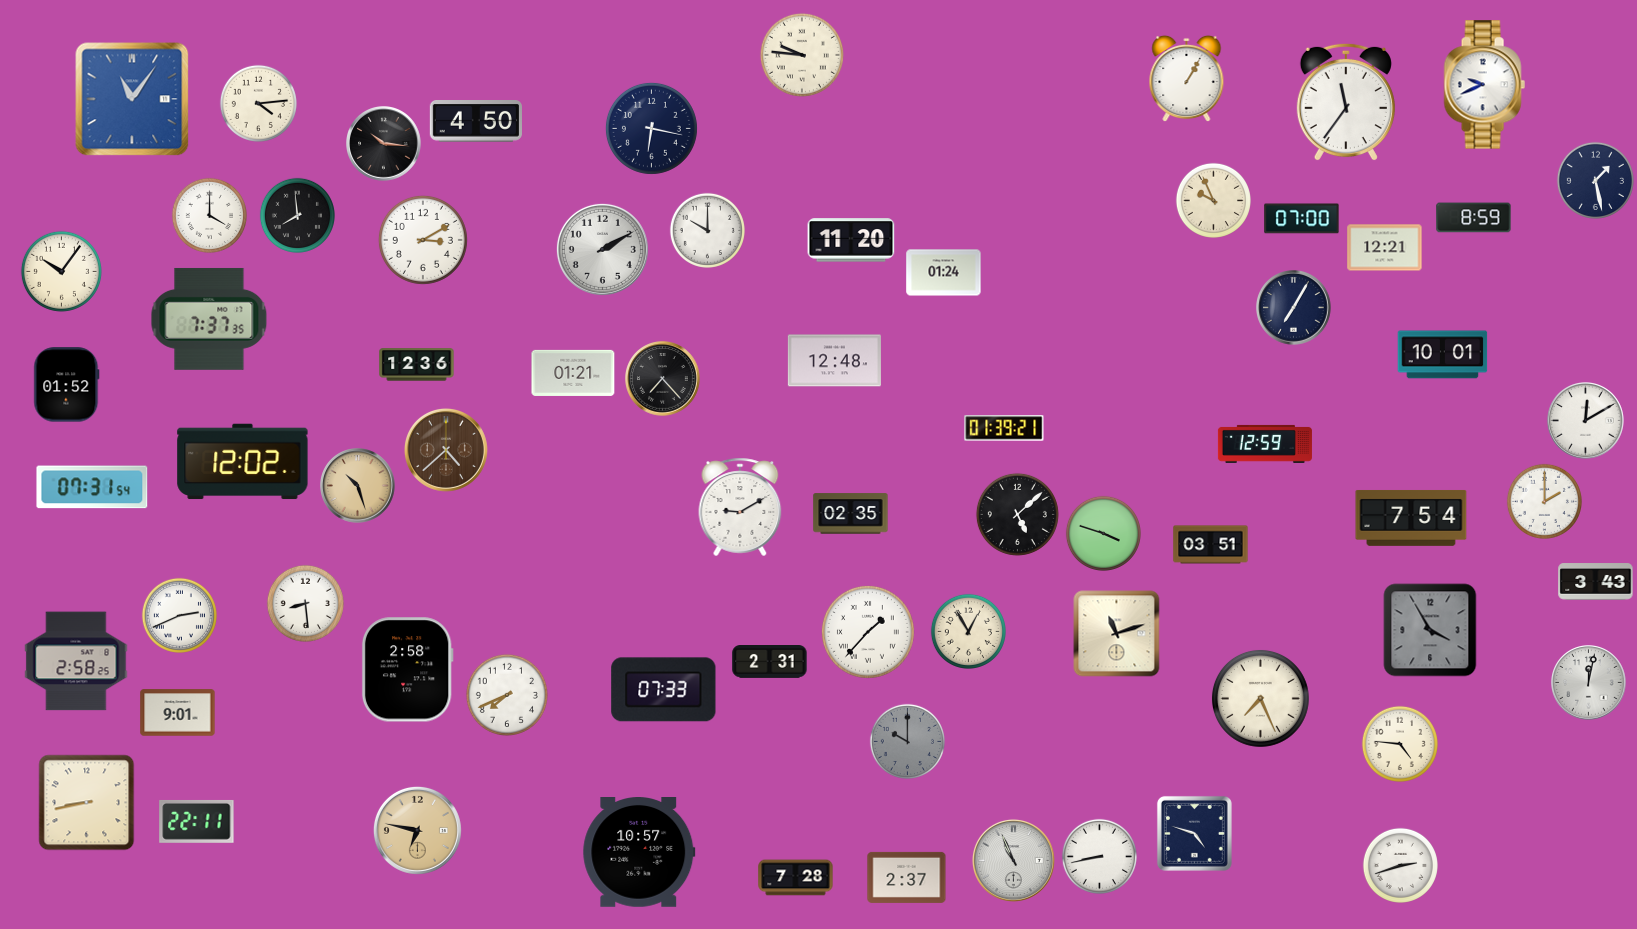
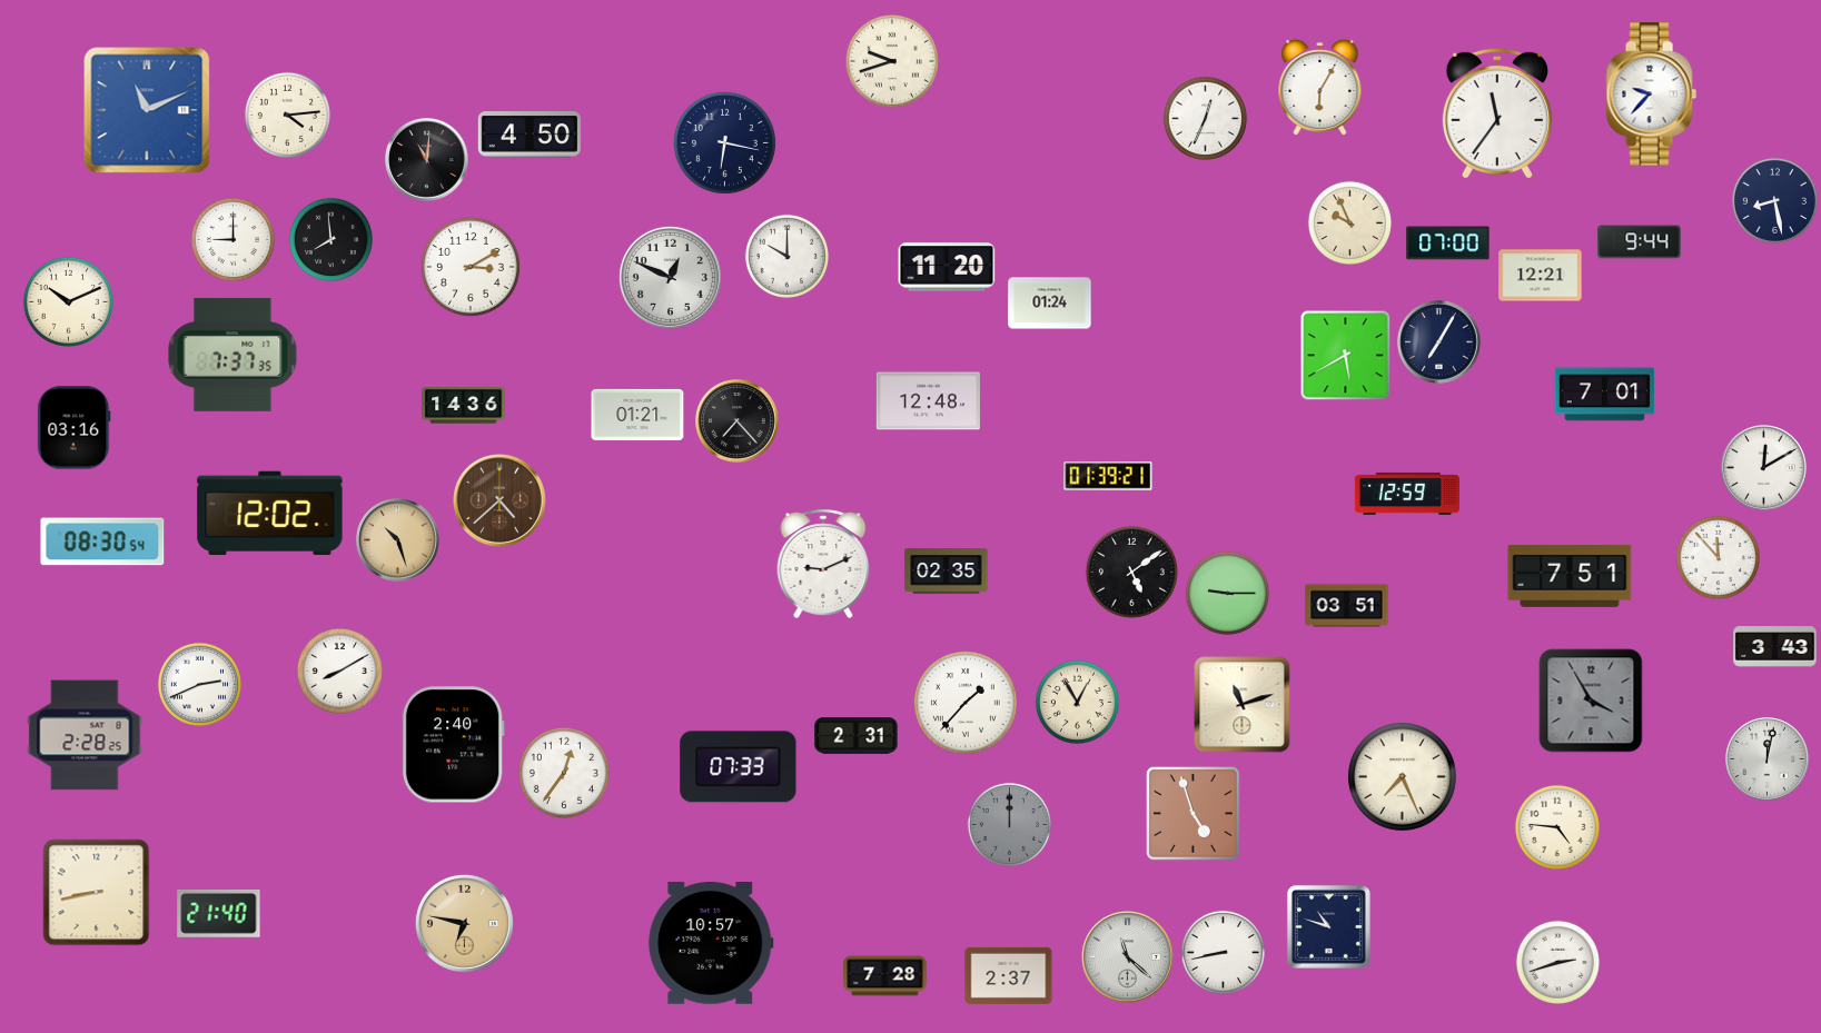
clock at (802, 55): 9:46 -> 9:42
clock at (1187, 79): 1:05 -> 6:05
clock at (1484, 85): 9:41 -> 9:37
clock at (132, 99): 11:06 -> 11:11
clock at (1205, 118): none -> 12:34
clock at (384, 144): 10:16 -> 11:01
clock at (1595, 180): 1:28 -> 8:28
clock at (209, 215): 4:00 -> 9:00
clock at (1474, 218): 8:59 -> 9:44
clock at (602, 249): 2:10 -> 12:49
clock at (61, 271): 10:06 -> 10:11
clock at (1346, 356): none -> 5:40
clock at (1443, 355): 10:01 -> 7:01
clock at (417, 365): 12:36 -> 14:36
clock at (67, 385): 01:52 -> 03:16
clock at (1004, 428) position: (1004, 428) -> (1108, 476)
clock at (446, 450) position: (446, 450) -> (499, 500)
clock at (92, 487): 07:31 -> 08:30
clock at (1544, 501): 2:00 -> 11:53
clock at (740, 507): 9:10 -> 9:11
clock at (1017, 514): 5:08 -> 5:09
clock at (1411, 518): 7:54 -> 7:51
clock at (1103, 533): 3:48 -> 9:15
clock at (305, 603): 8:29 -> 8:10
clock at (76, 661): 2:58 -> 2:28
clock at (407, 670): 2:58 -> 2:40
clock at (507, 695): 7:41 -> 12:36
clock at (178, 713): 9:01 -> none
clock at (1194, 814): none -> 4:57
clock at (907, 741): 10:00 -> 12:00
clock at (197, 821): 22:11 -> 21:40
clock at (1194, 833): 4:48 -> 10:48
clock at (639, 853) position: (639, 853) -> (711, 944)
clock at (1013, 860): 10:56 -> 11:22
